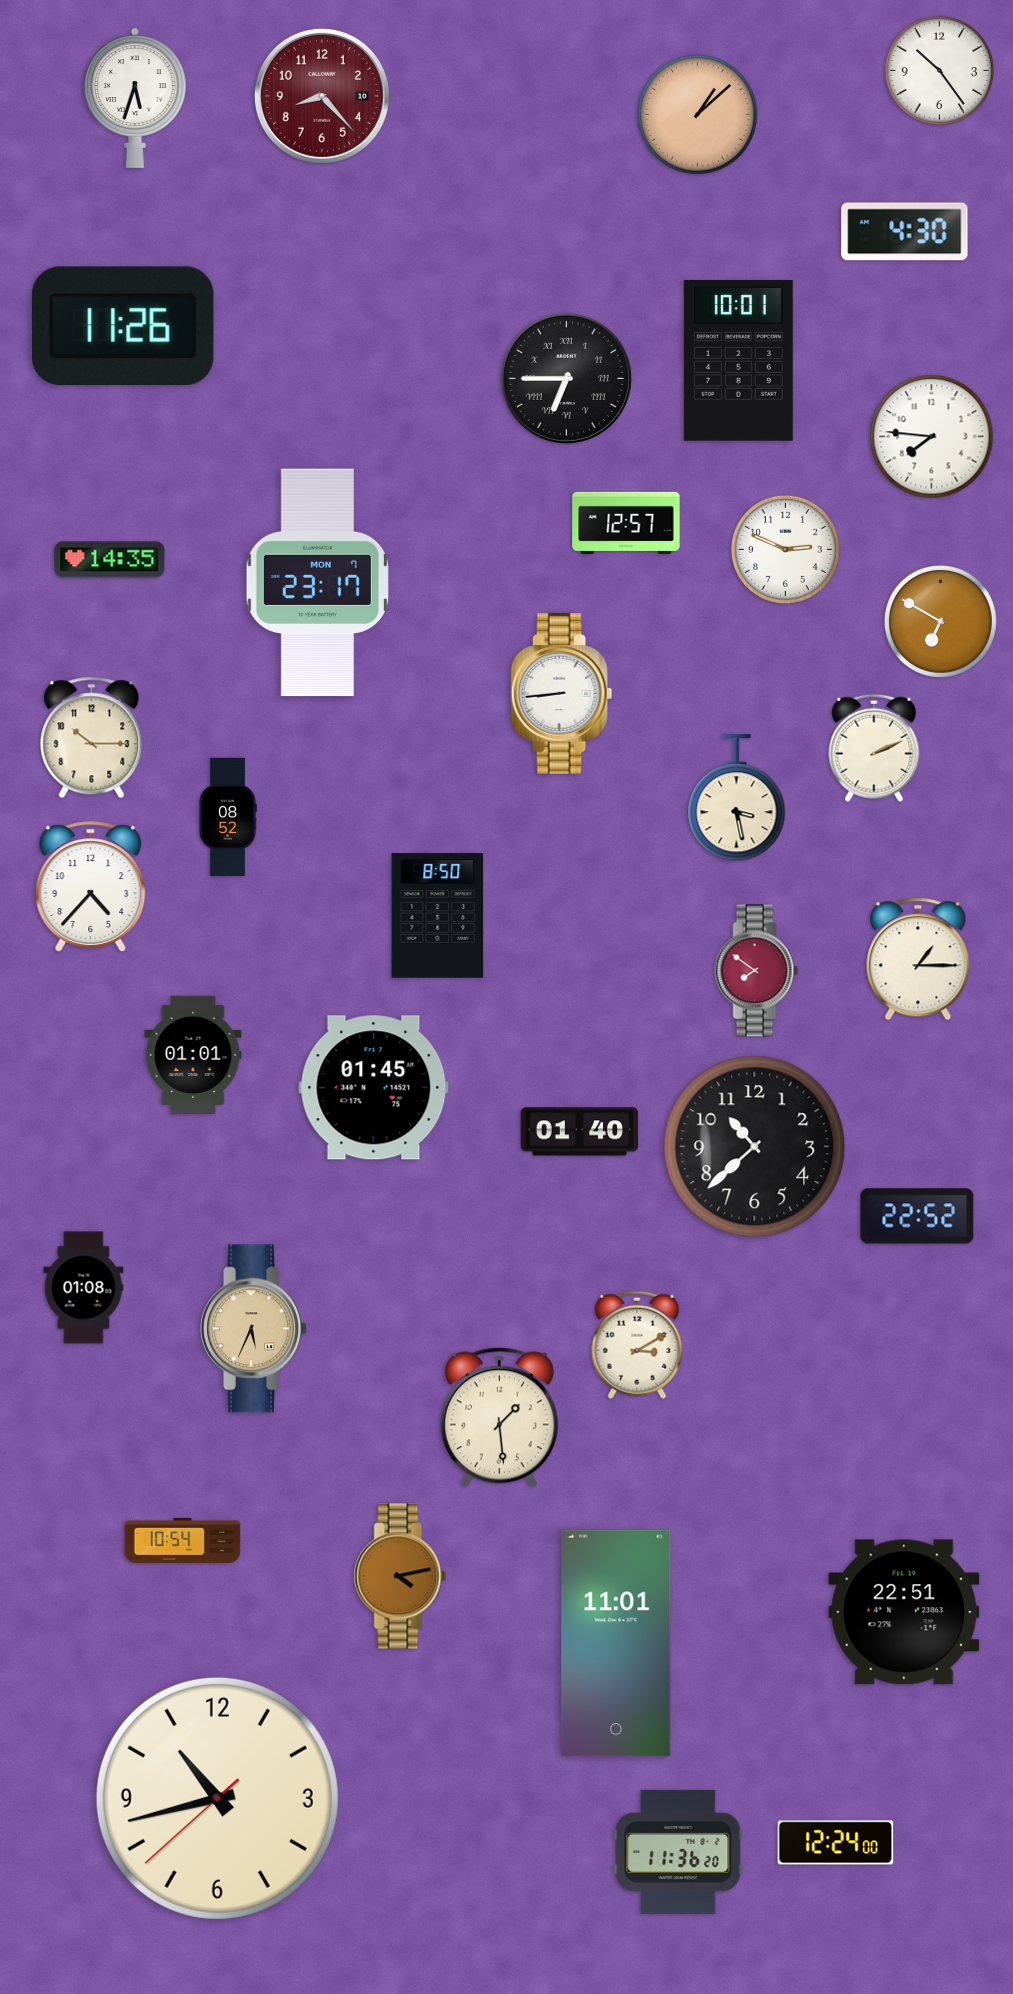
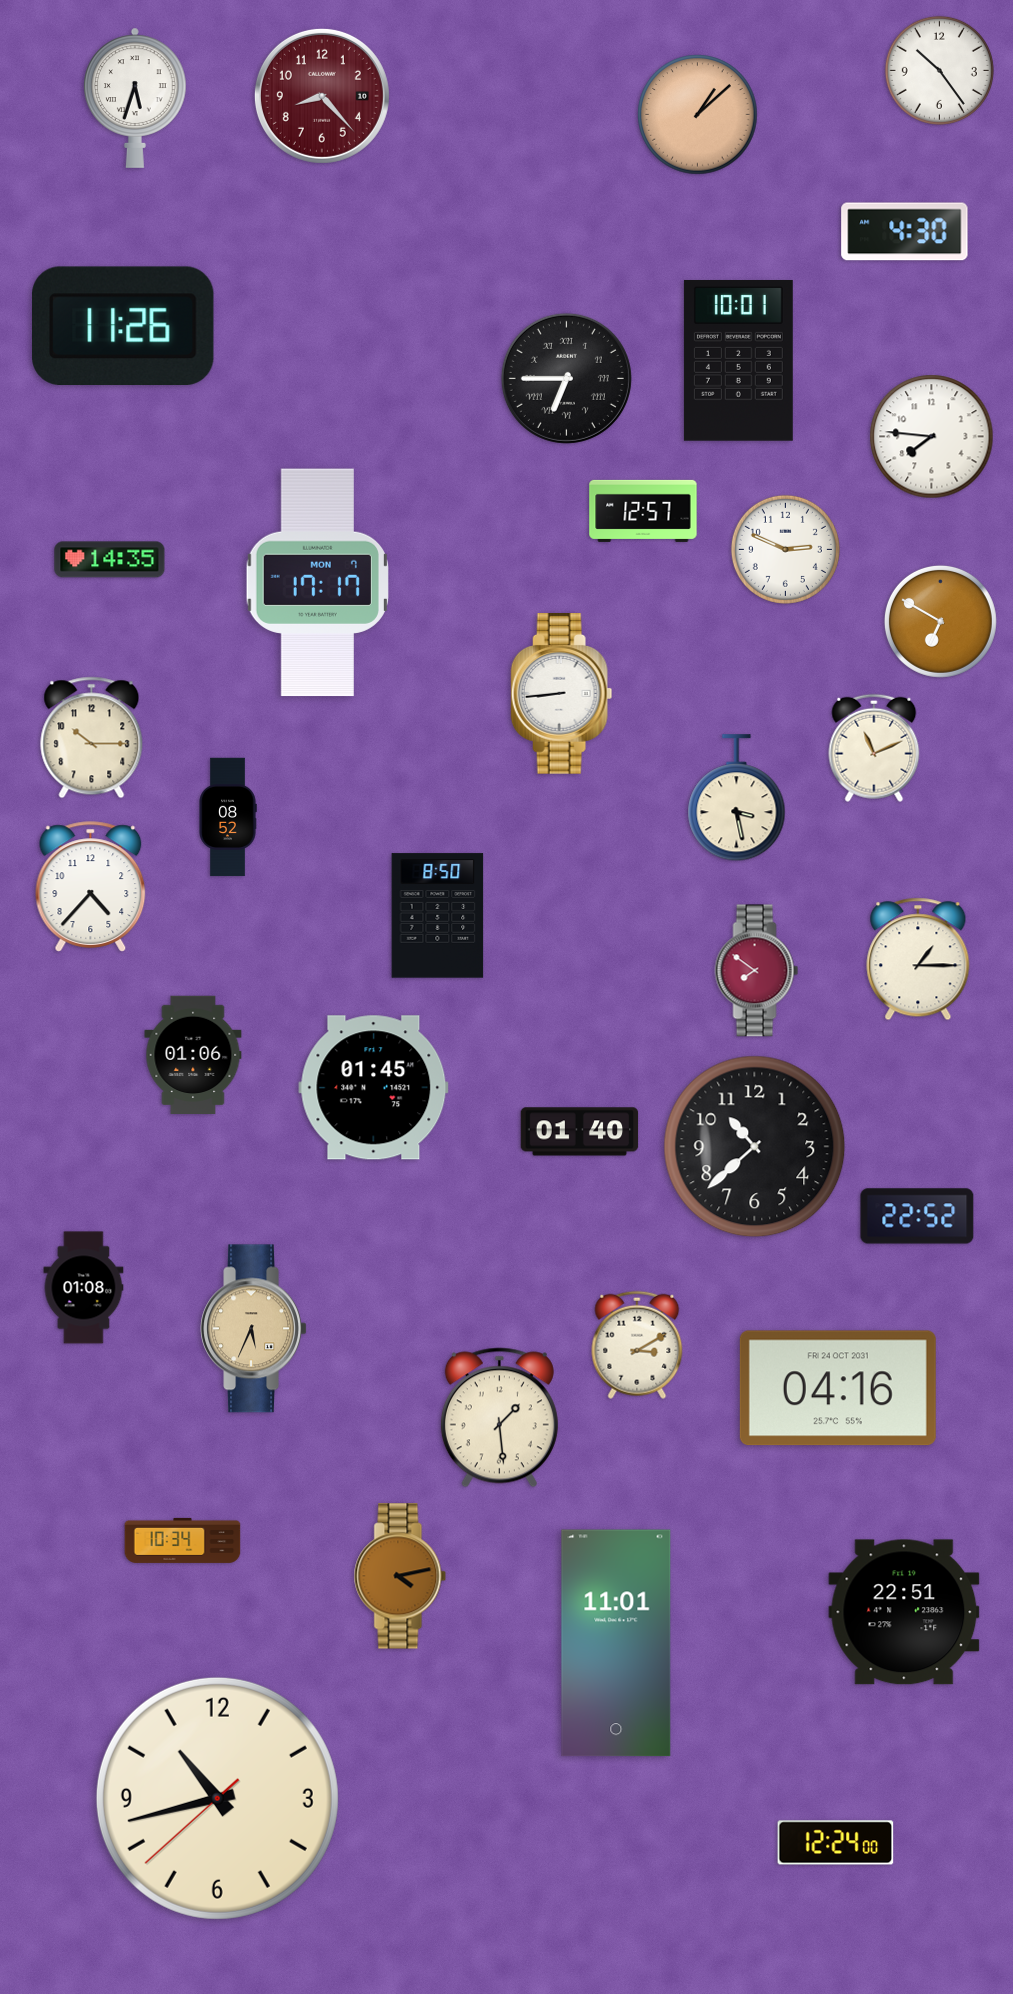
clock at (626, 523) position: (626, 523) -> (643, 511)
clock at (317, 583): 23:17 -> 17:17
clock at (874, 748): 2:11 -> 11:11
clock at (193, 1054): 01:01 -> 01:06
clock at (838, 1388): none -> 04:16
clock at (183, 1540): 10:54 -> 10:34
clock at (678, 1852): 11:36 -> none
